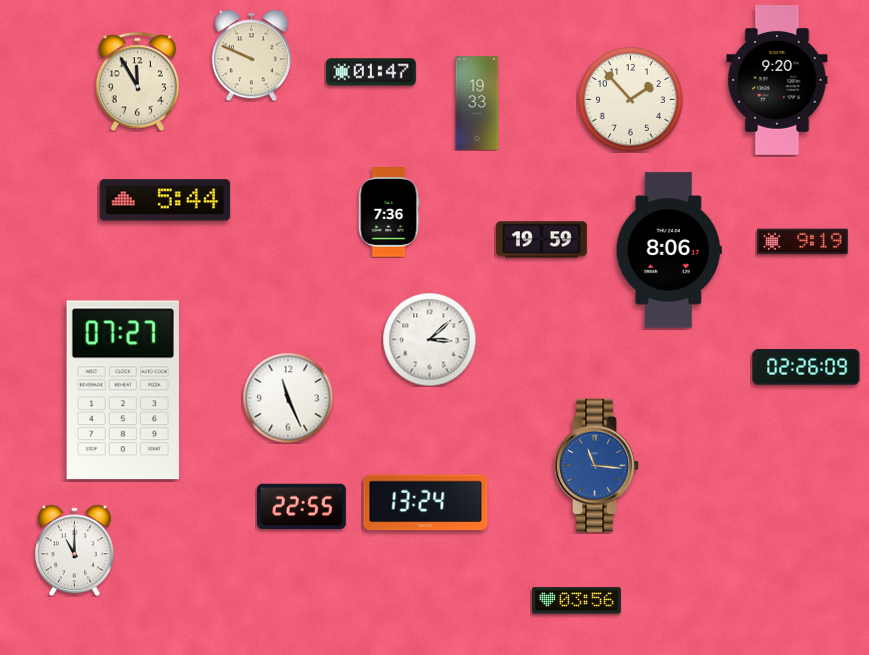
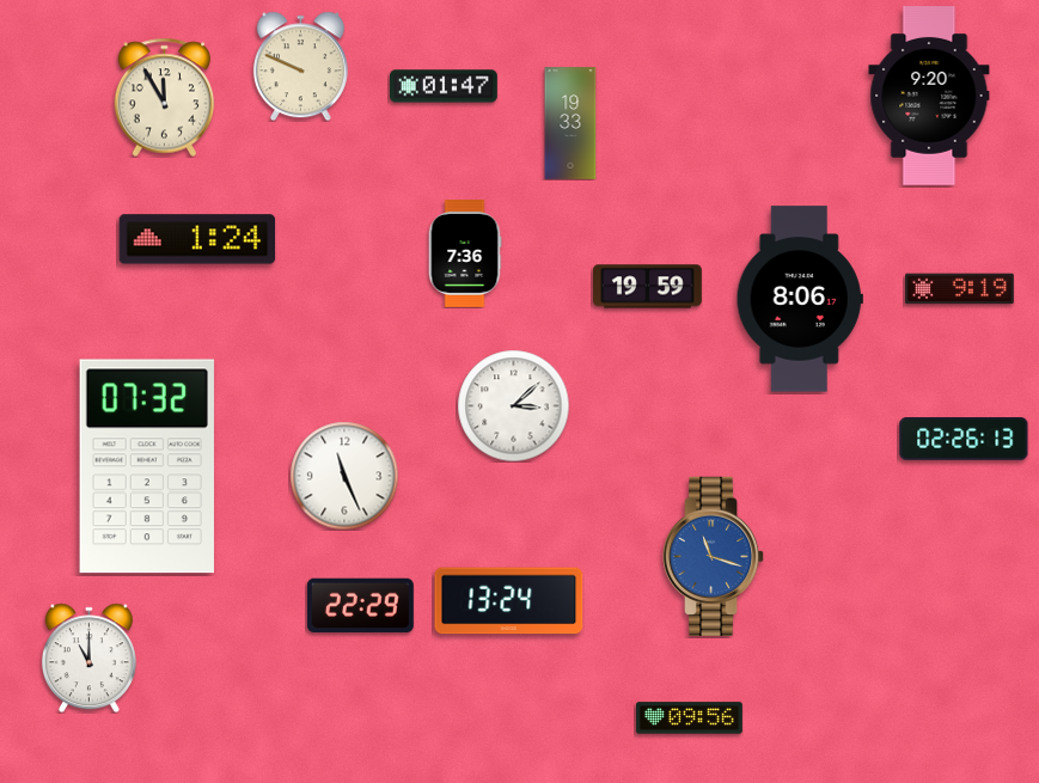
clock at (630, 99): 1:53 -> none
clock at (165, 200): 5:44 -> 1:24
clock at (806, 368): 02:26:09 -> 02:26:13
clock at (123, 390): 07:27 -> 07:32
clock at (597, 466): 11:16 -> 11:18
clock at (301, 507): 22:55 -> 22:29
clock at (576, 601): 03:56 -> 09:56
